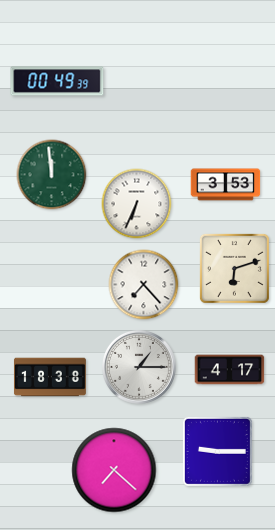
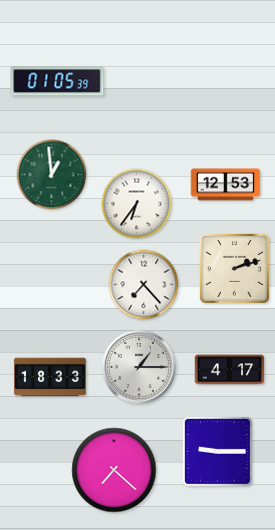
clock at (57, 81): 00:49 -> 01:05
clock at (52, 175): 11:59 -> 12:59
clock at (226, 185): 3:53 -> 12:53
clock at (137, 204): 6:34 -> 6:36
clock at (234, 268): 6:12 -> 2:12
clock at (50, 377): 18:38 -> 18:33
